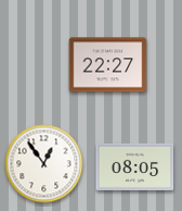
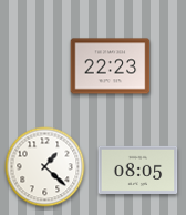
clock at (108, 65): 22:27 -> 22:23
clock at (44, 164): 12:54 -> 1:22
